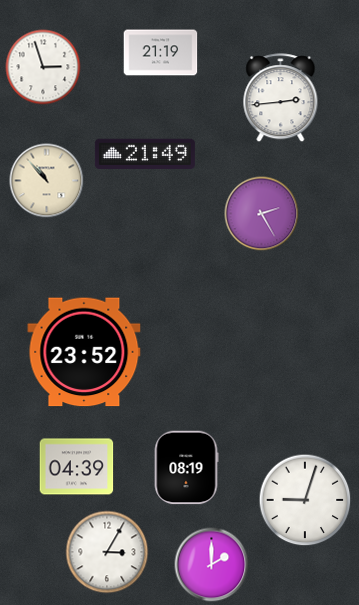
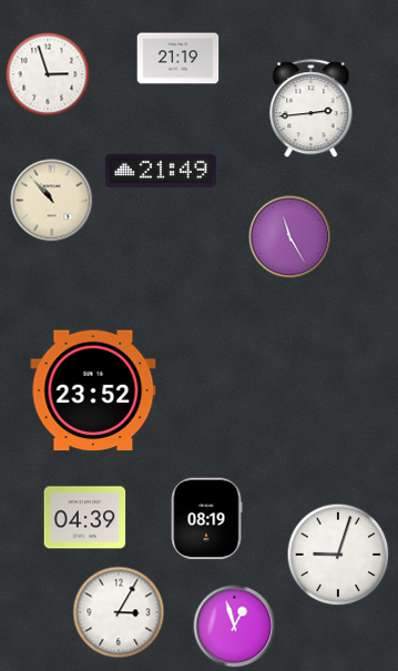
clock at (262, 214): 2:25 -> 11:25
clock at (212, 565): 2:00 -> 12:57
